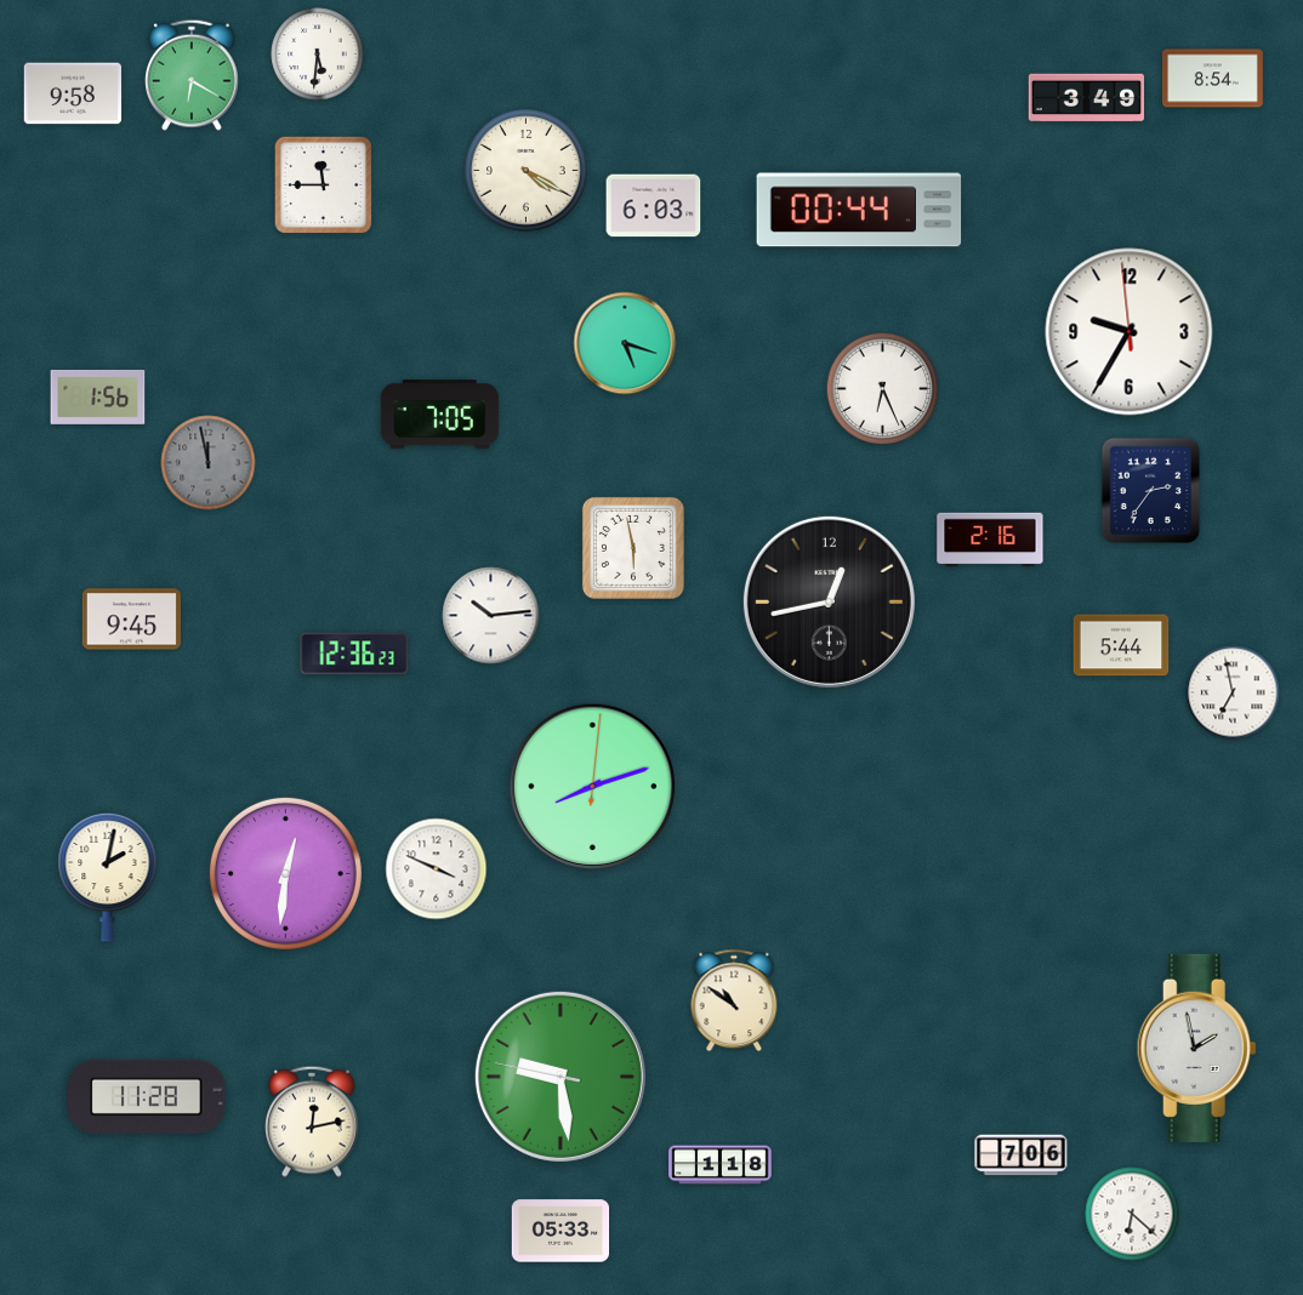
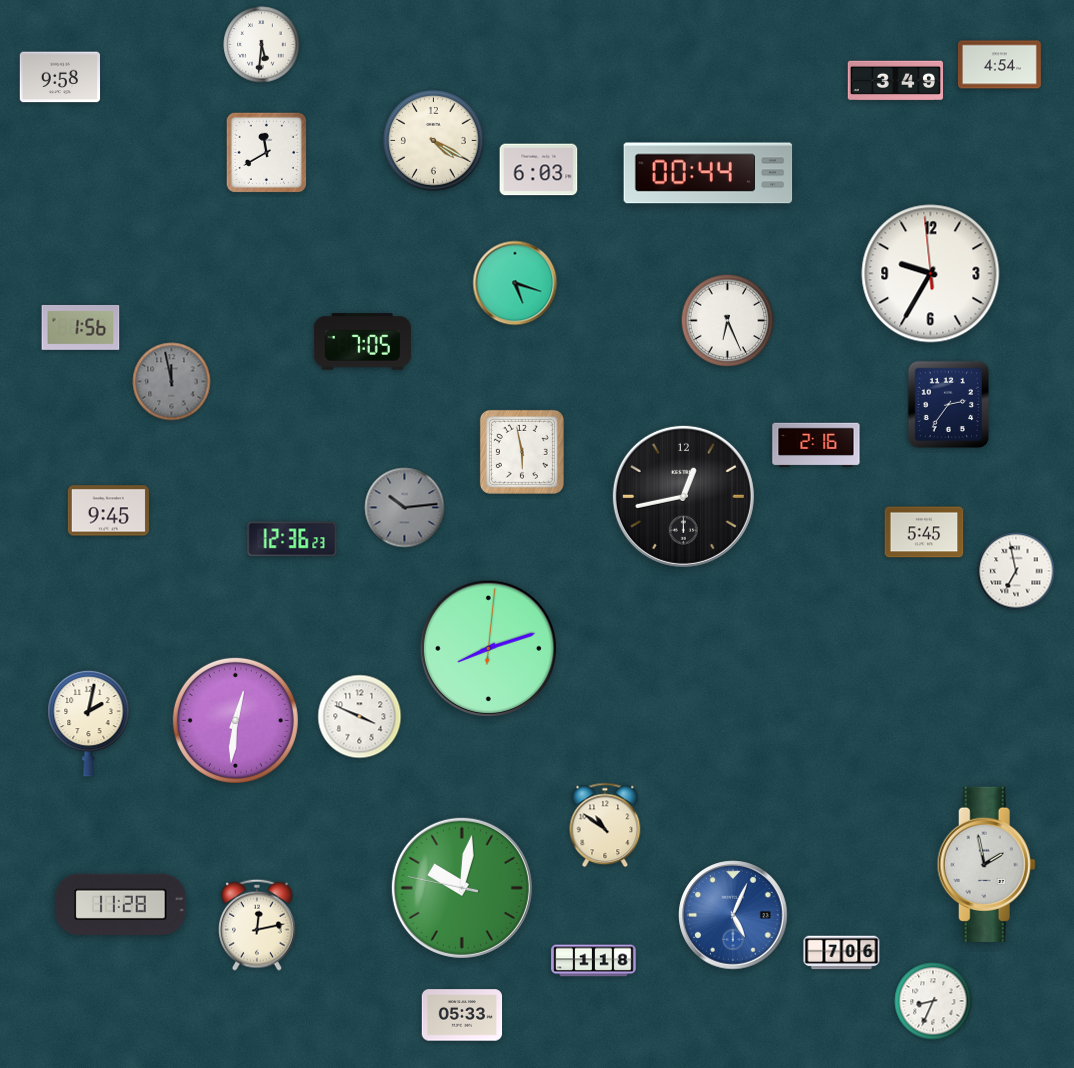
clock at (193, 75): 6:20 -> none
clock at (1212, 79): 8:54 -> 4:54
clock at (323, 184): 11:45 -> 11:40
clock at (491, 616) dial: white -> grey
clock at (1121, 645): 5:44 -> 5:45
clock at (561, 1077): 9:28 -> 10:01
clock at (733, 915): none -> 5:04
clock at (1132, 1214): 6:22 -> 8:34
